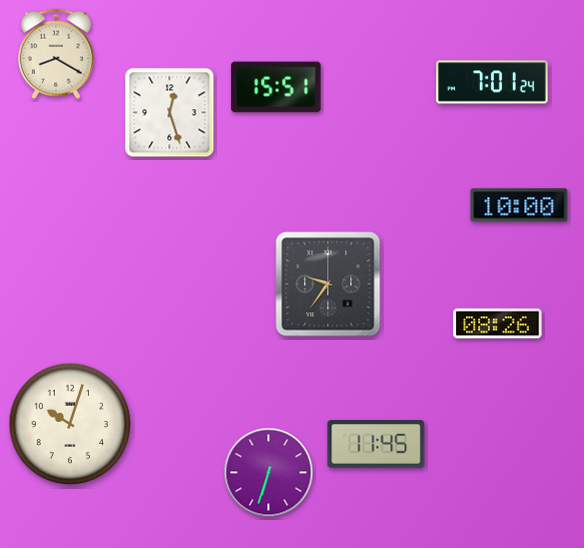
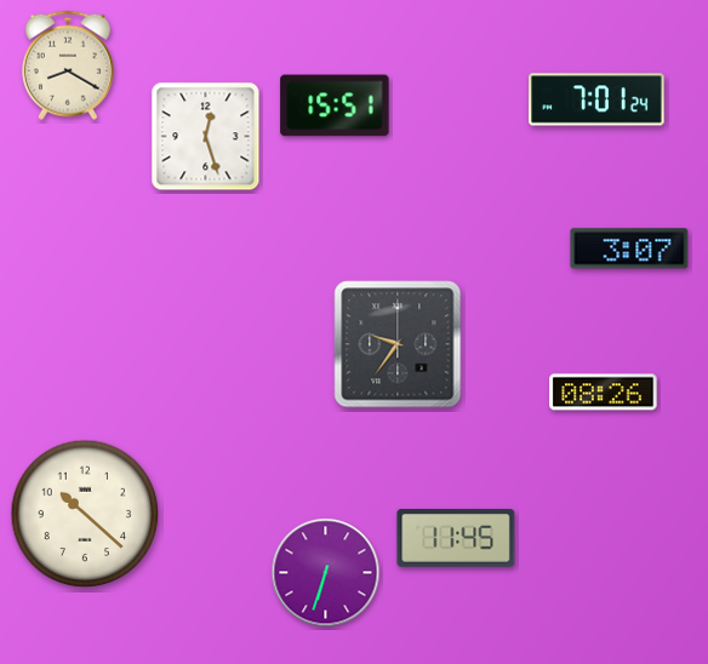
clock at (519, 205): 10:00 -> 3:07
clock at (70, 424): 10:03 -> 10:22
